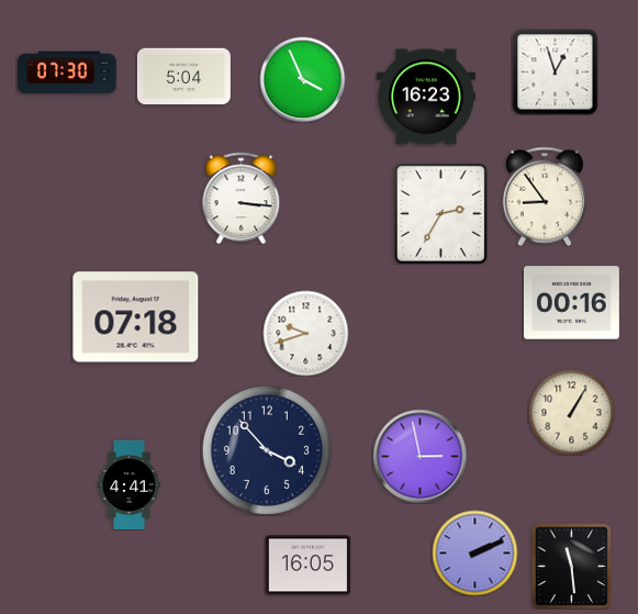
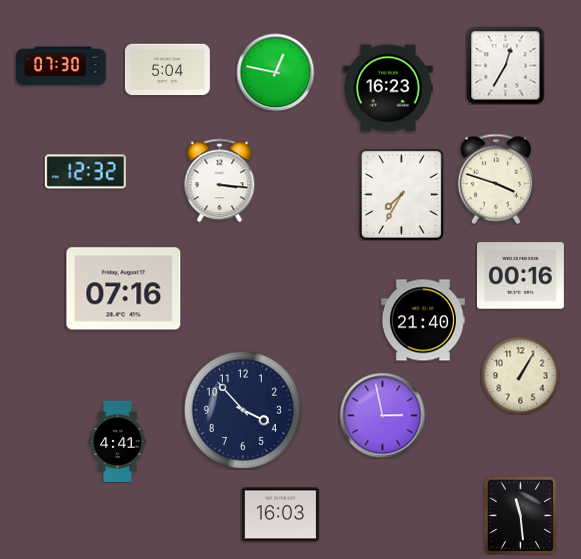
clock at (555, 71): 12:57 -> 12:35
clock at (302, 79): 3:56 -> 12:47
clock at (85, 172): none -> 12:32
clock at (544, 197): 8:54 -> 3:48
clock at (441, 214): 2:35 -> 7:35
clock at (136, 317): 07:18 -> 07:16
clock at (305, 333): 9:42 -> none
clock at (423, 320): none -> 21:40
clock at (474, 552): 2:11 -> none
clock at (307, 566): 16:05 -> 16:03
